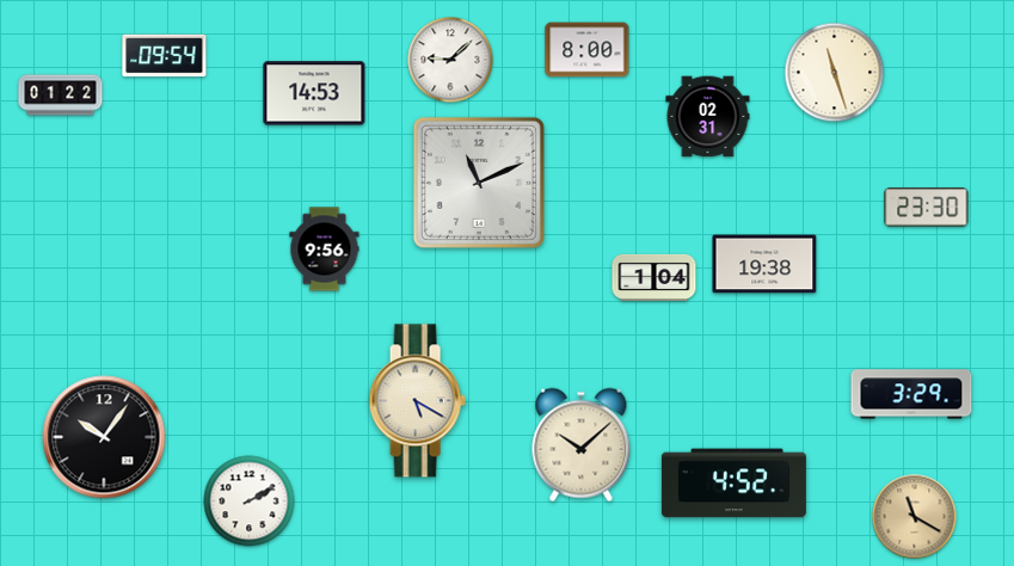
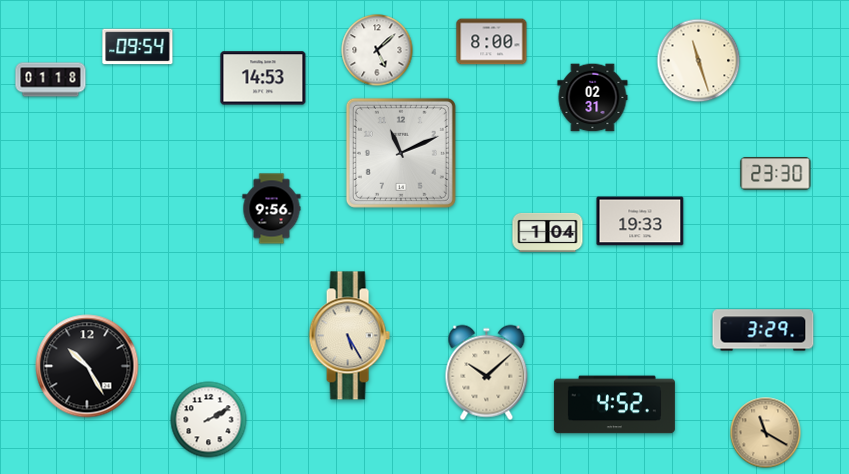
clock at (450, 60): 9:08 -> 5:08
clock at (61, 96): 01:22 -> 01:18
clock at (764, 264): 19:38 -> 19:33
clock at (417, 401): 5:20 -> 5:25
clock at (104, 437): 10:06 -> 10:25
